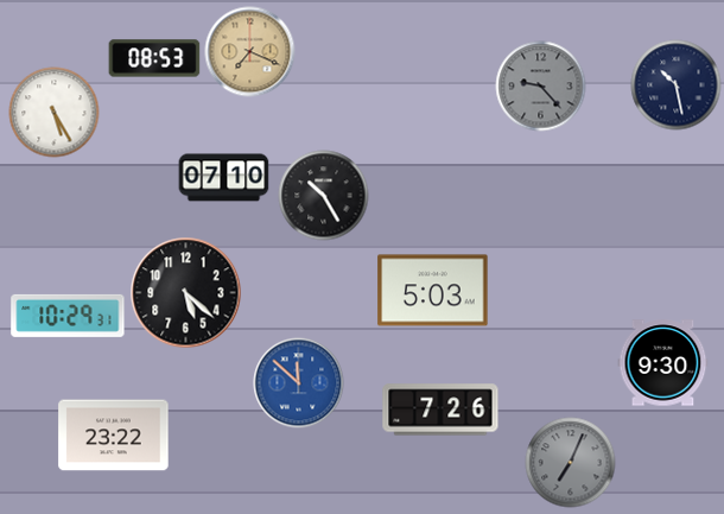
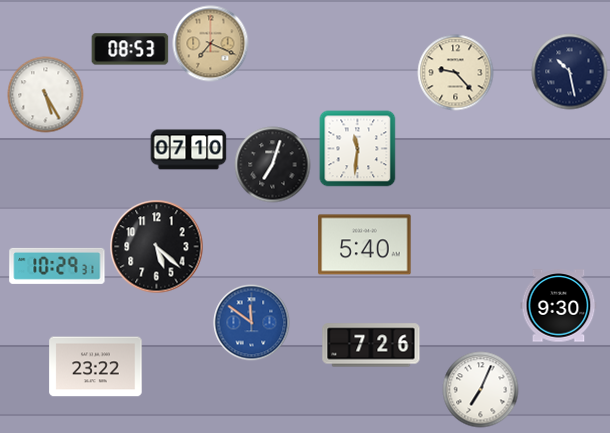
clock at (541, 87) dial: grey -> cream
clock at (358, 149): none -> 11:31
clock at (324, 196): 10:25 -> 7:03
clock at (433, 291): 5:03 -> 5:40
clock at (299, 383): 11:52 -> 11:51
clock at (571, 463) dial: grey -> white
